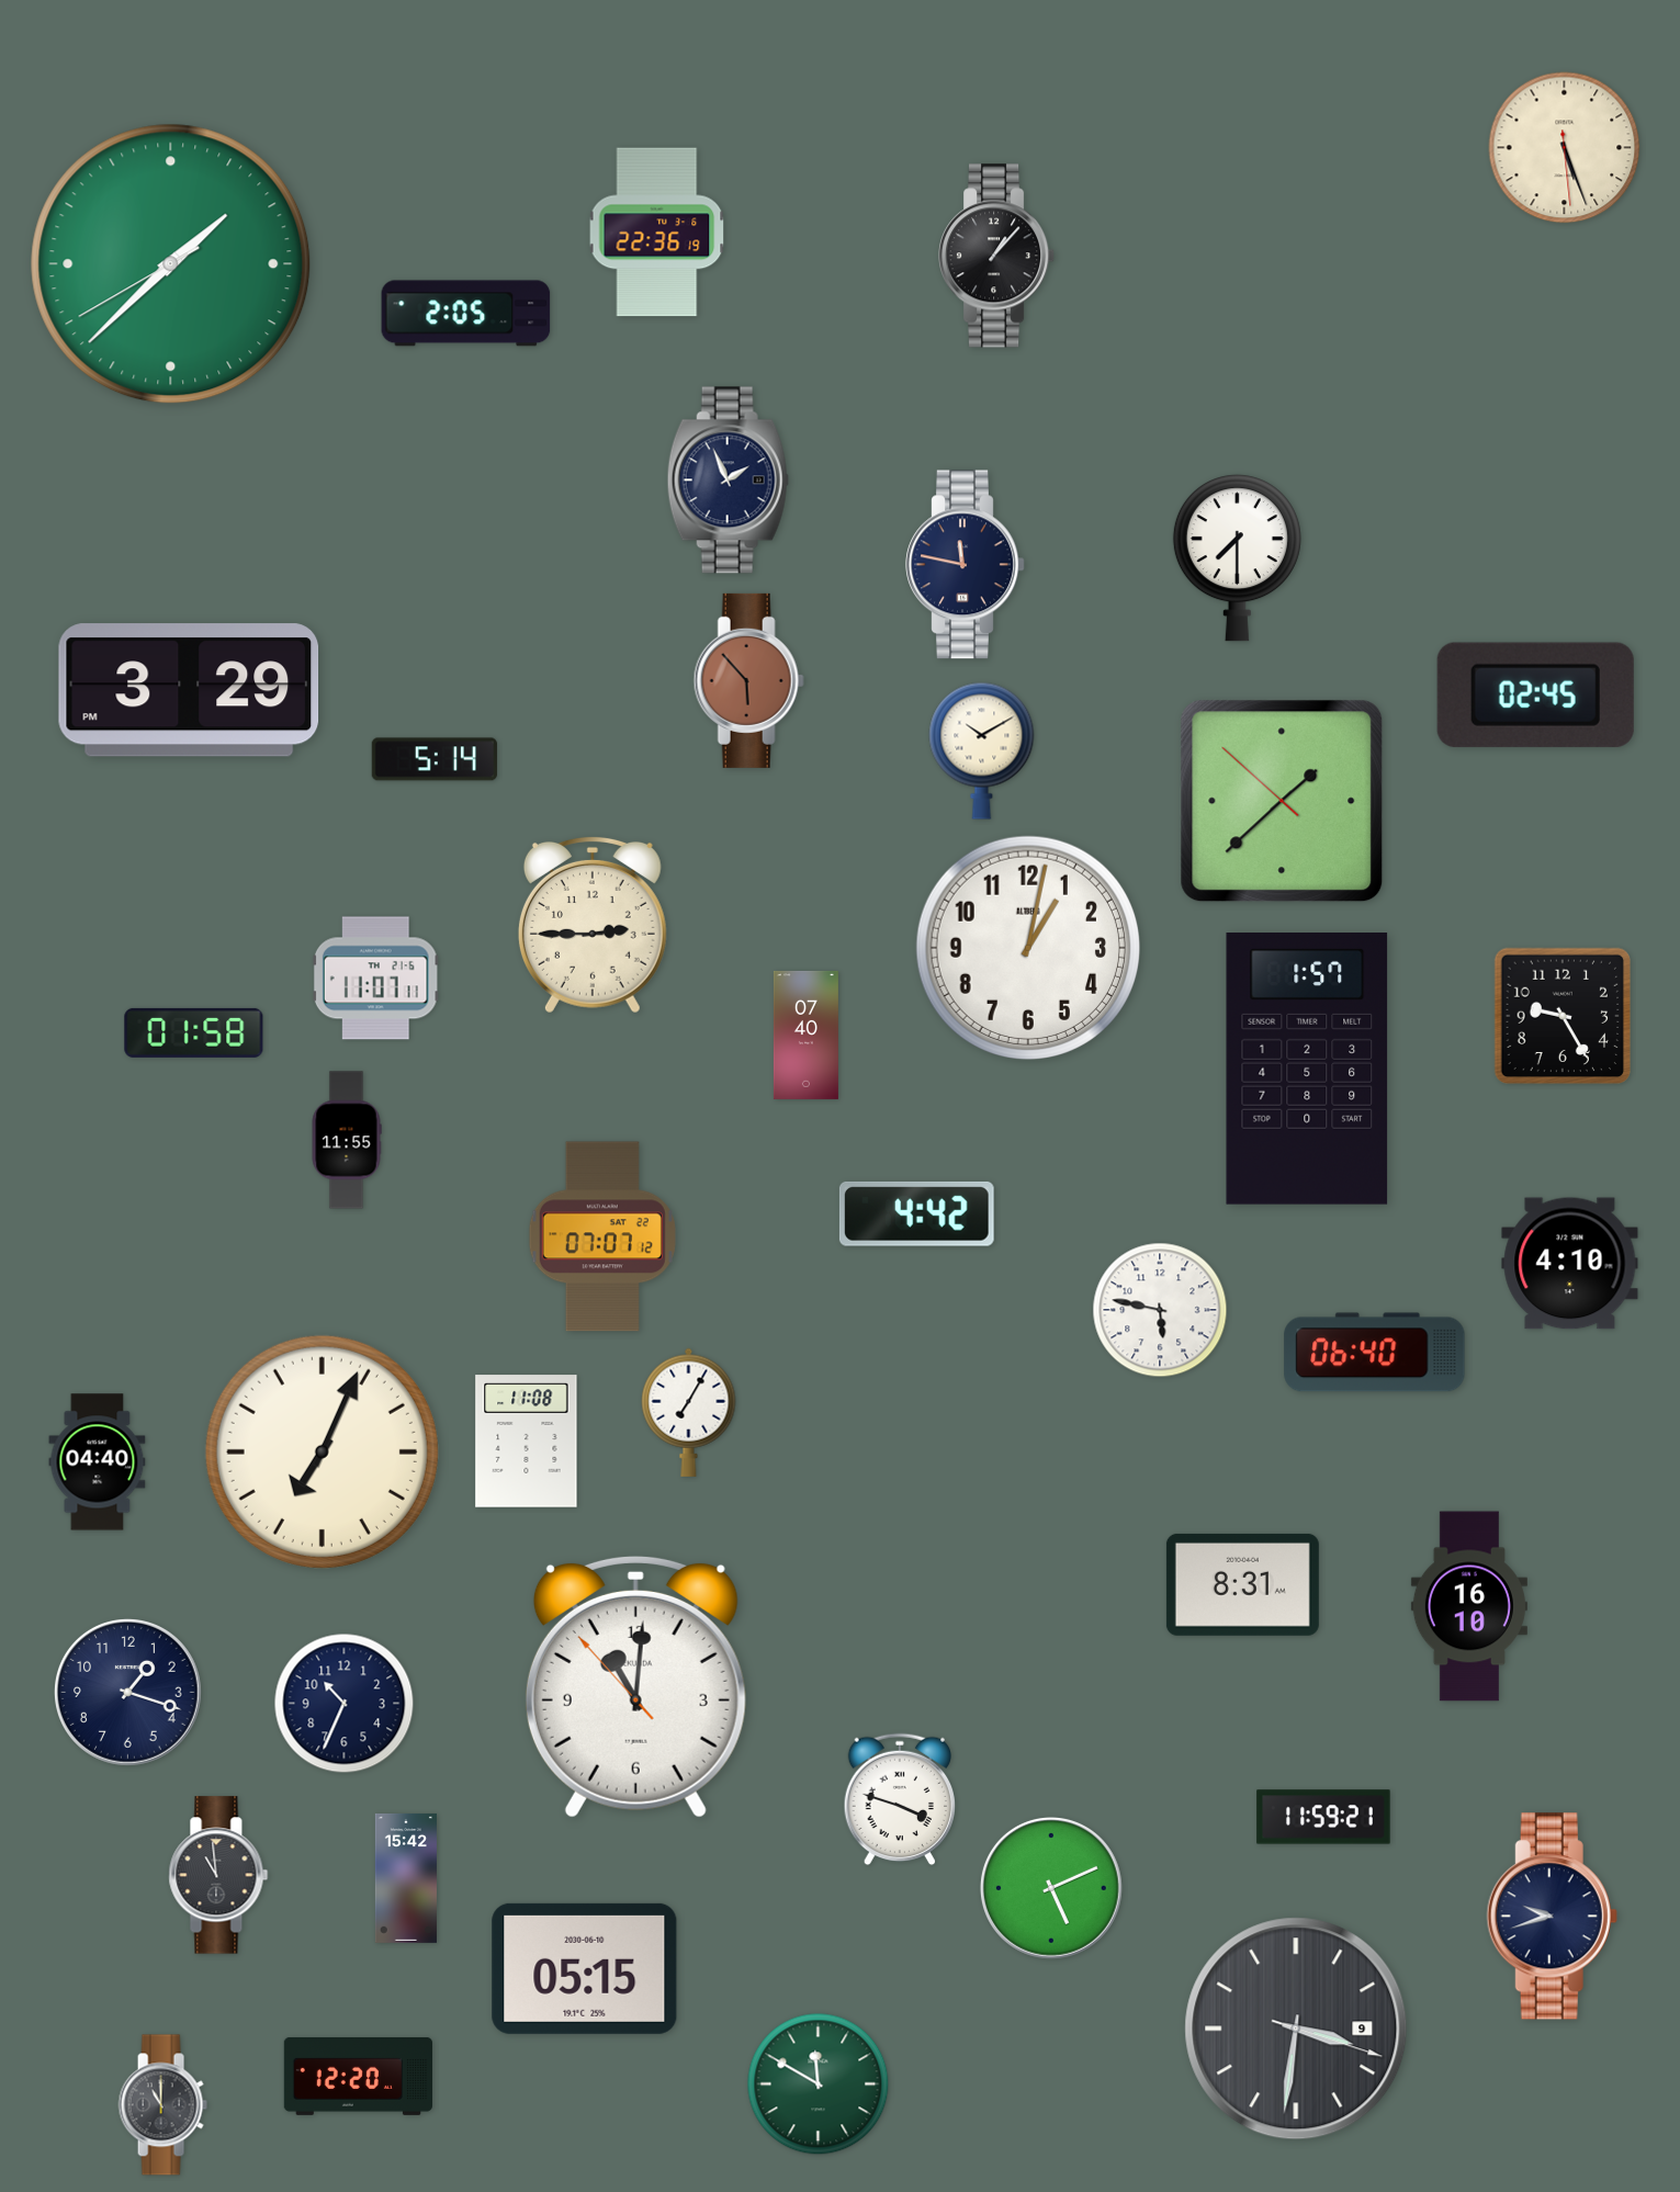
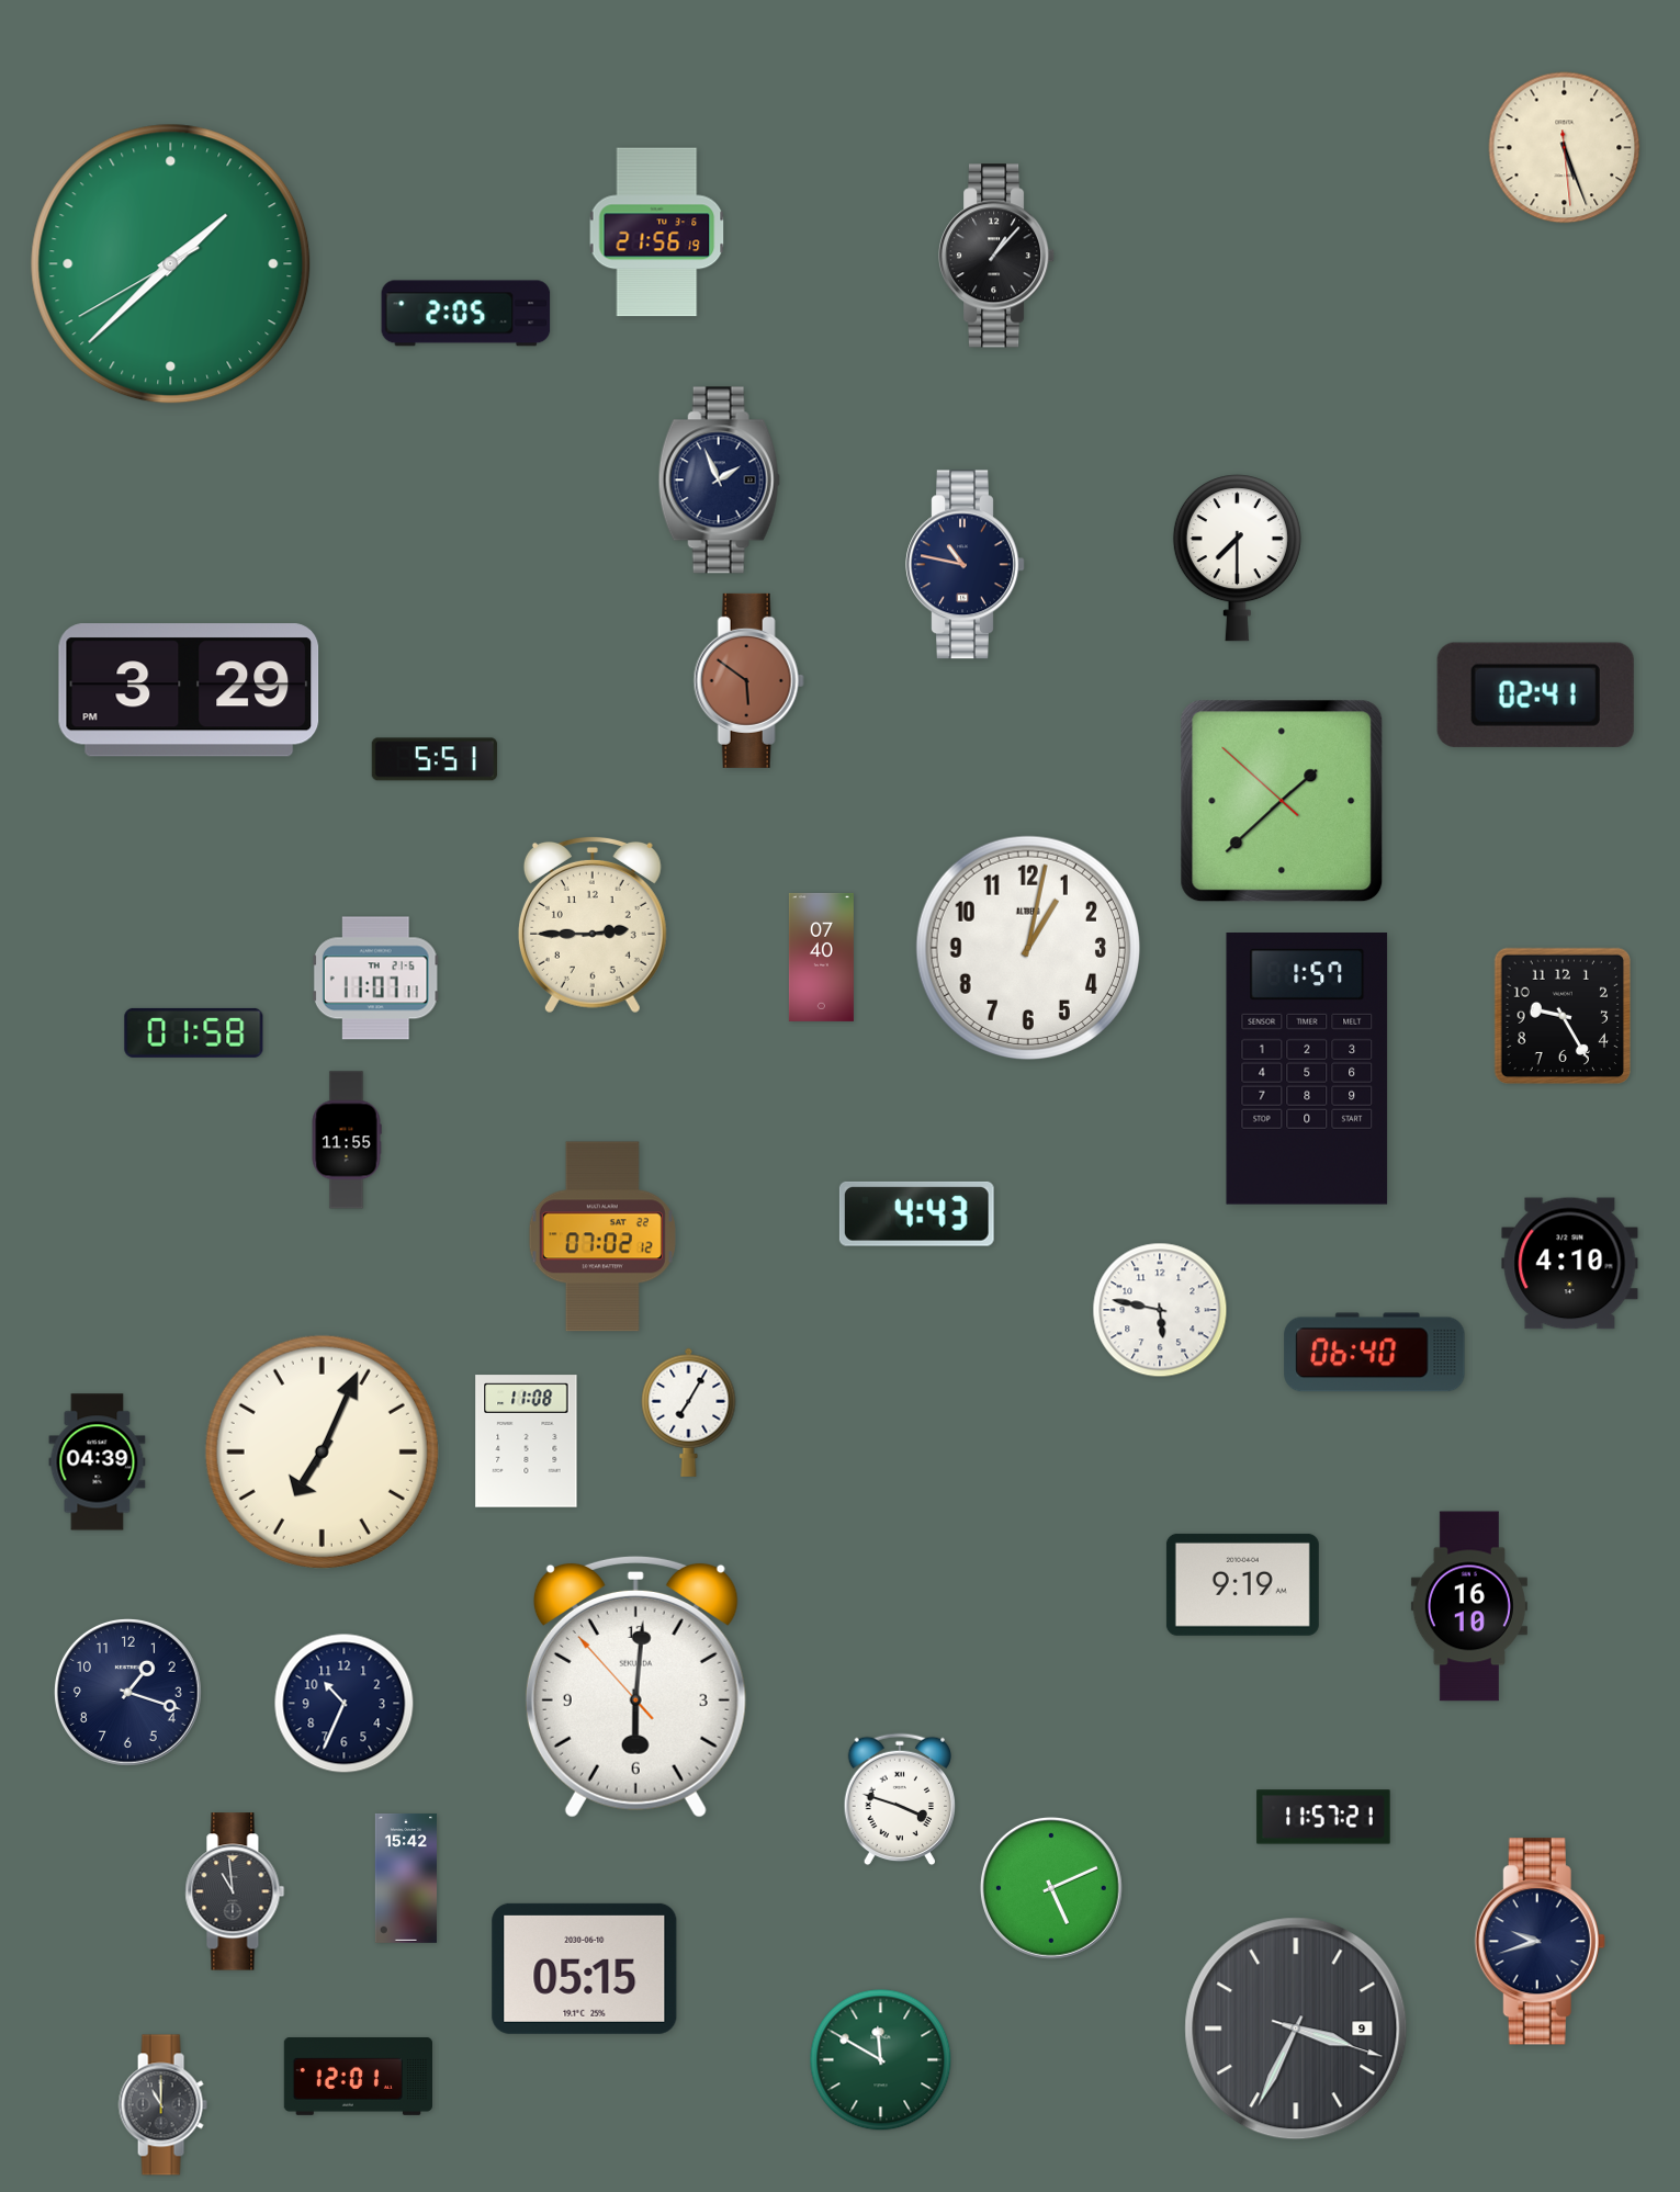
clock at (657, 233): 22:36 -> 21:56
clock at (728, 481) position: (728, 481) -> (719, 481)
clock at (966, 565): 11:47 -> 10:47
clock at (748, 680): 5:53 -> 5:51
clock at (1535, 694): 02:45 -> 02:41
clock at (982, 750): 10:10 -> none
clock at (435, 759): 5:14 -> 5:51
clock at (805, 1035) position: (805, 1035) -> (821, 957)
clock at (916, 1213): 4:42 -> 4:43
clock at (602, 1236): 07:07 -> 07:02
clock at (98, 1462): 04:40 -> 04:39
clock at (1242, 1584): 8:31 -> 9:19
clock at (635, 1686): 11:00 -> 6:00
clock at (1323, 1817): 11:59 -> 11:57
clock at (218, 1875) position: (218, 1875) -> (235, 1891)
clock at (1552, 1917) position: (1552, 1917) -> (1540, 1942)
clock at (1296, 2029): 3:31 -> 3:34
clock at (359, 2076): 12:20 -> 12:01
clock at (819, 2084) position: (819, 2084) -> (881, 2060)
